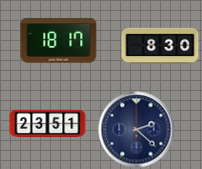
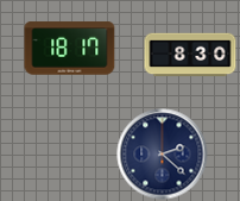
clock at (48, 124): 23:51 -> none
